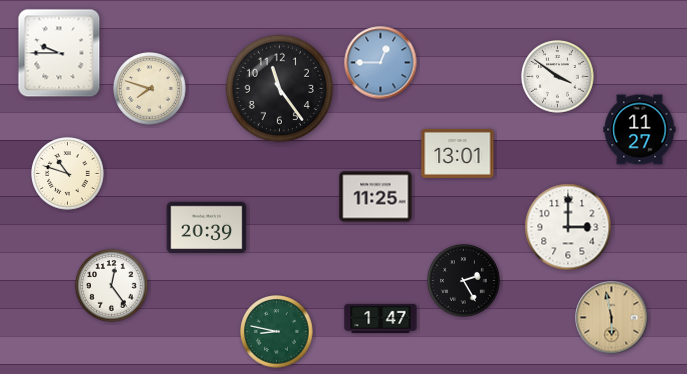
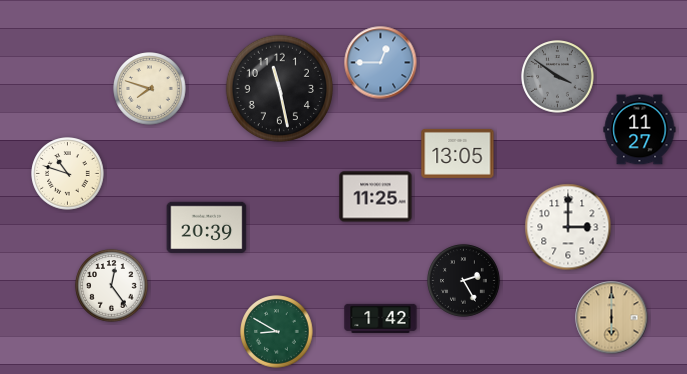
clock at (59, 53): 9:45 -> none
clock at (558, 77) dial: white -> grey
clock at (279, 88): 11:24 -> 11:28
clock at (458, 153): 13:01 -> 13:05
clock at (381, 318): 1:47 -> 1:42
clock at (612, 318): 5:58 -> 6:00
clock at (277, 332): 8:47 -> 8:50
